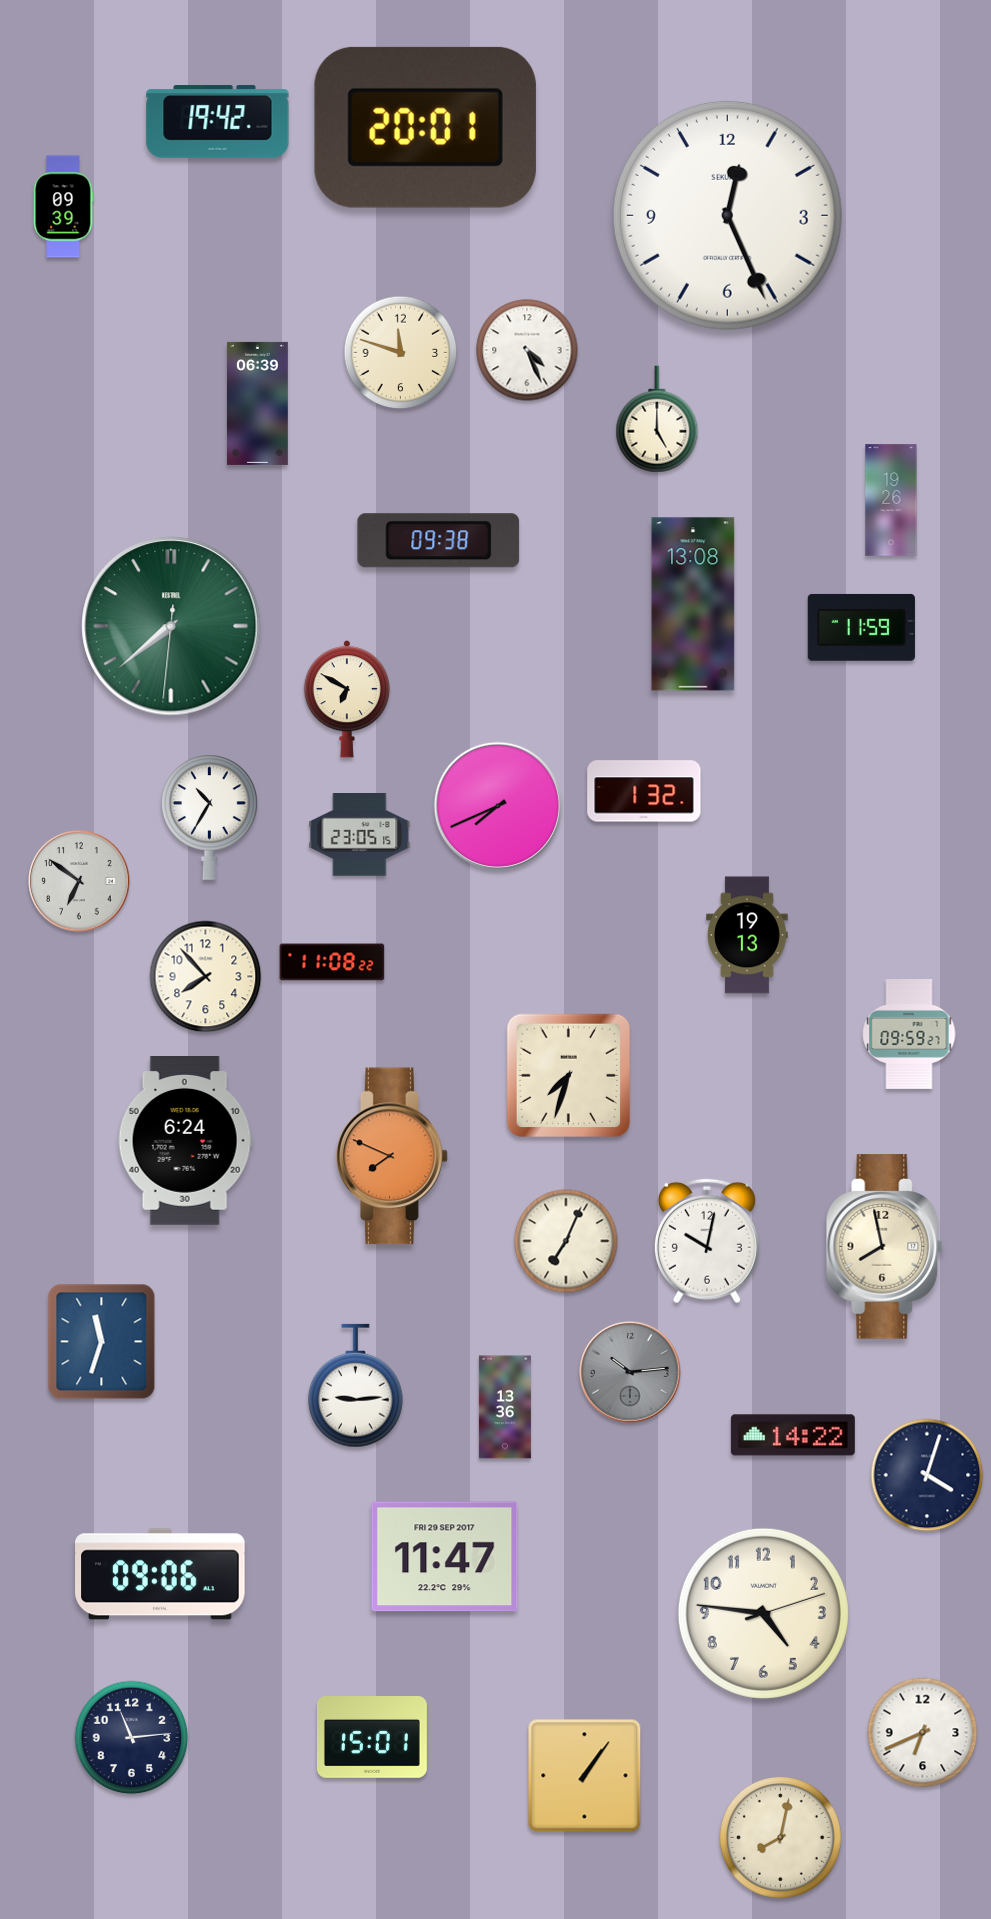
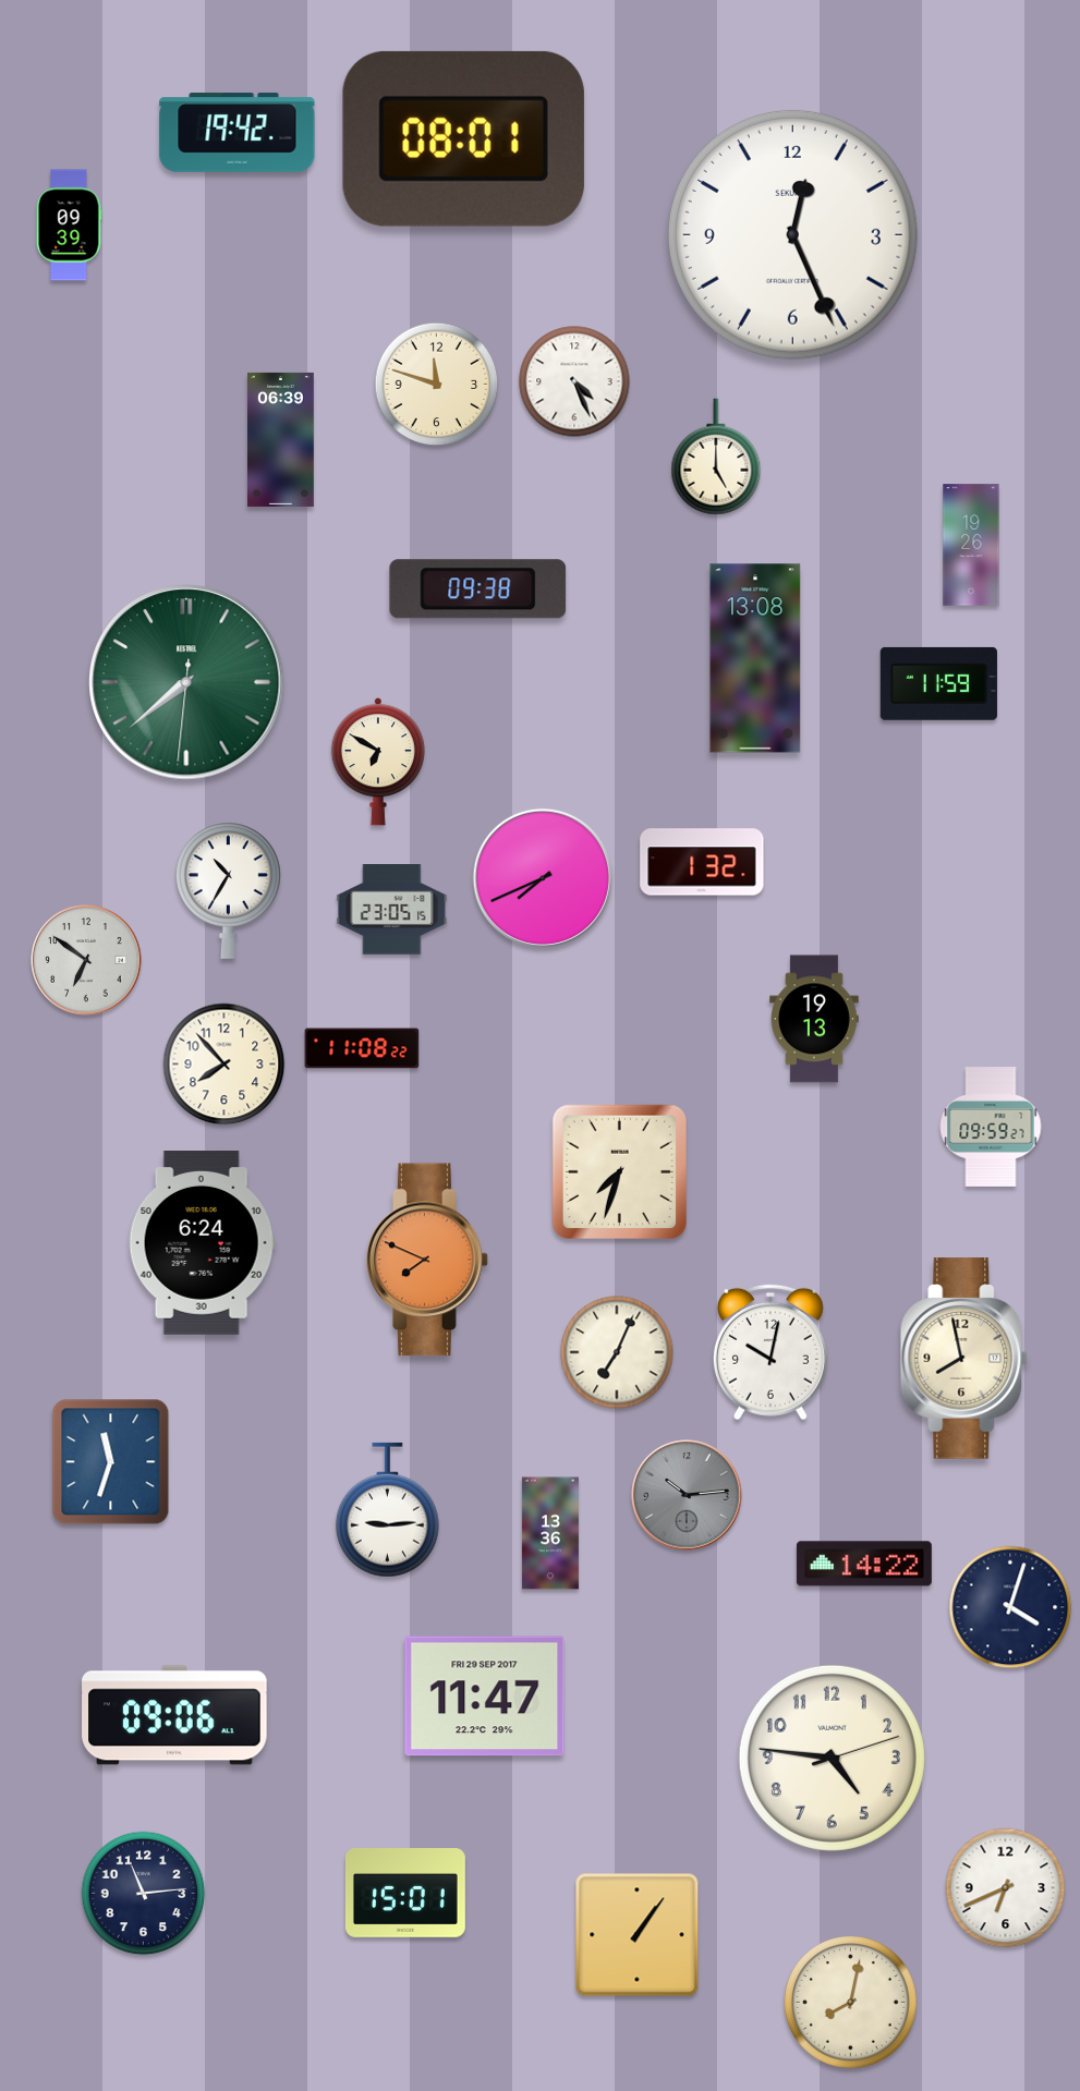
clock at (425, 127): 20:01 -> 08:01
